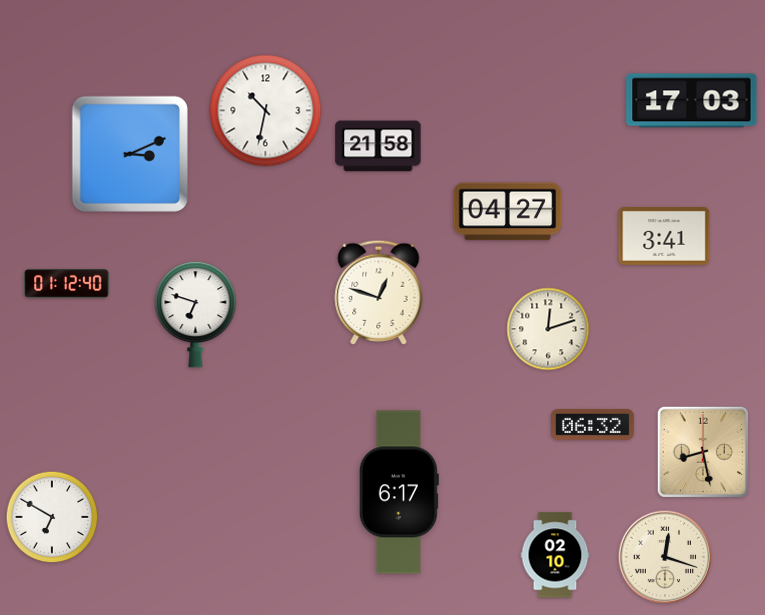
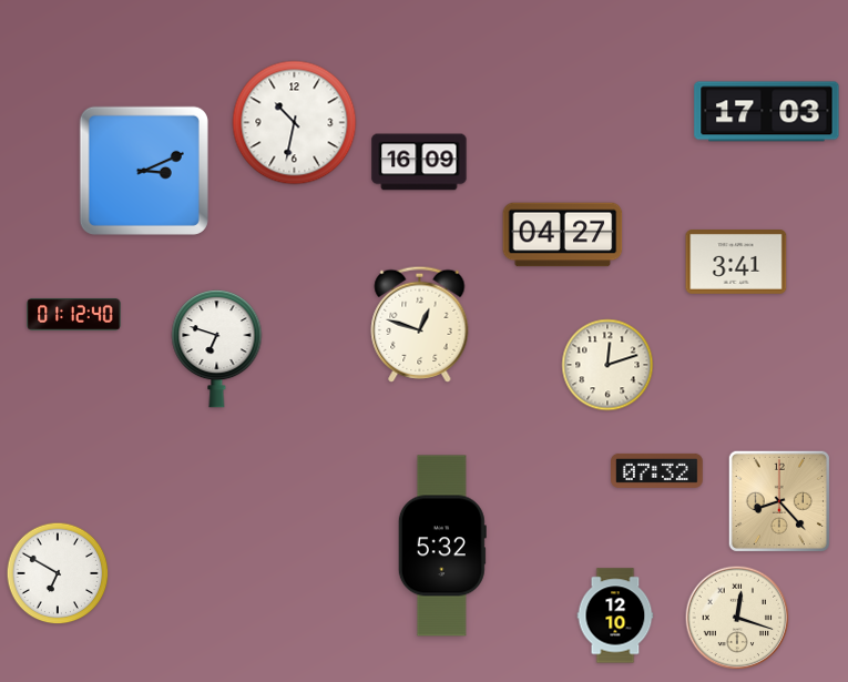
clock at (378, 146): 21:58 -> 16:09
clock at (593, 424): 06:32 -> 07:32
clock at (703, 452): 8:28 -> 8:23
clock at (399, 492): 6:17 -> 5:32
clock at (555, 555): 02:10 -> 12:10
